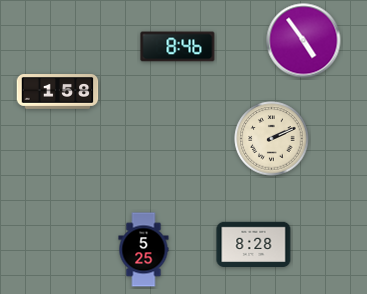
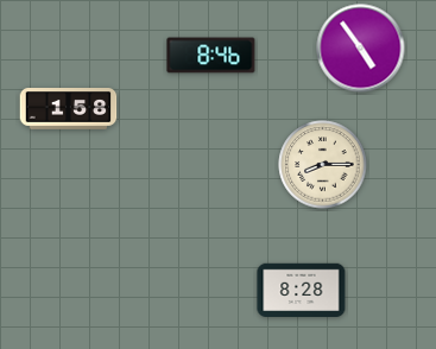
clock at (272, 139): 2:11 -> 8:15
clock at (144, 250): 5:25 -> none
